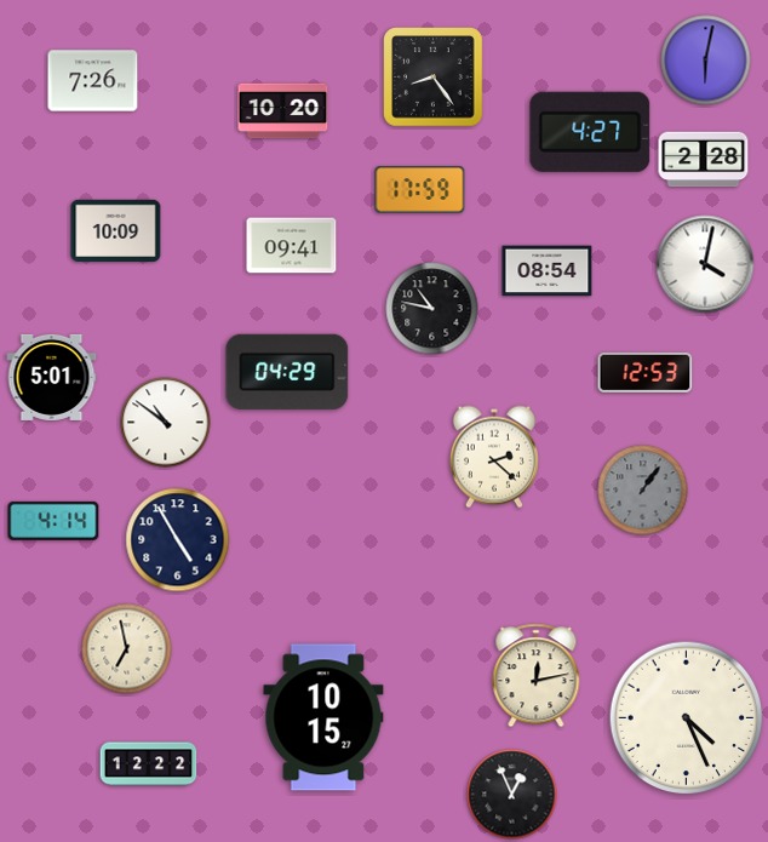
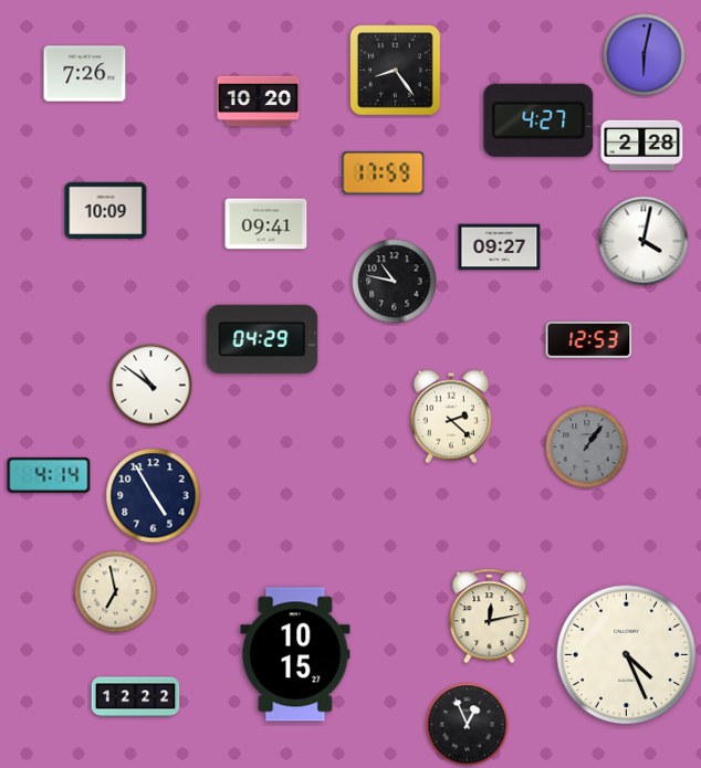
clock at (548, 271): 08:54 -> 09:27
clock at (52, 377): 5:01 -> none
clock at (178, 540) position: (178, 540) -> (154, 496)
